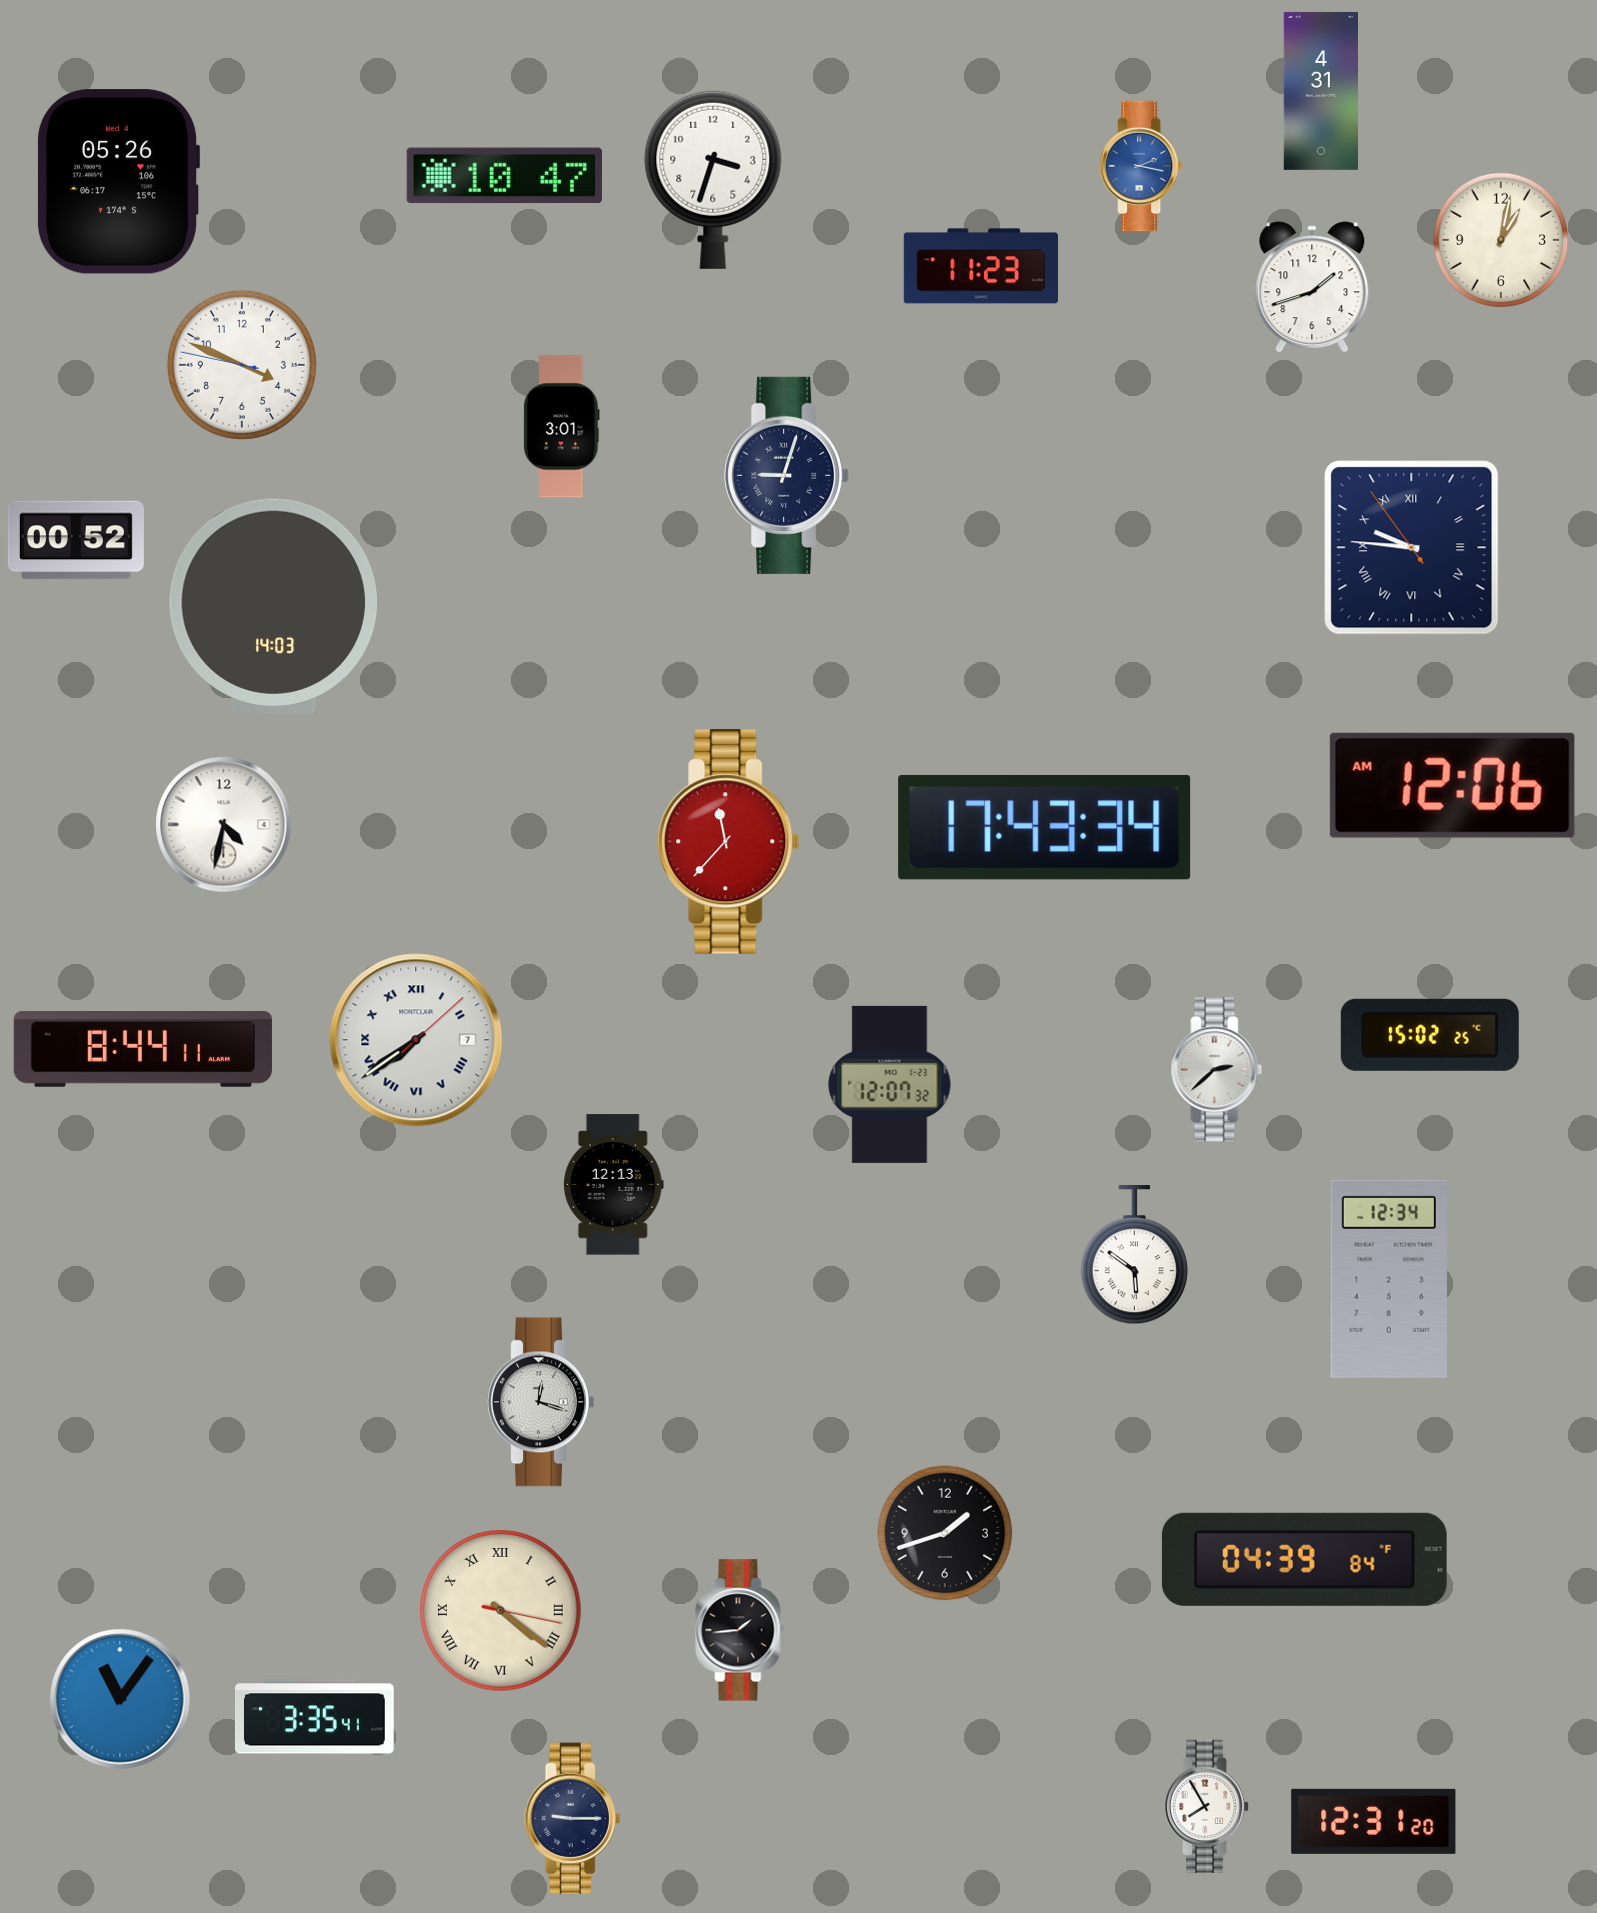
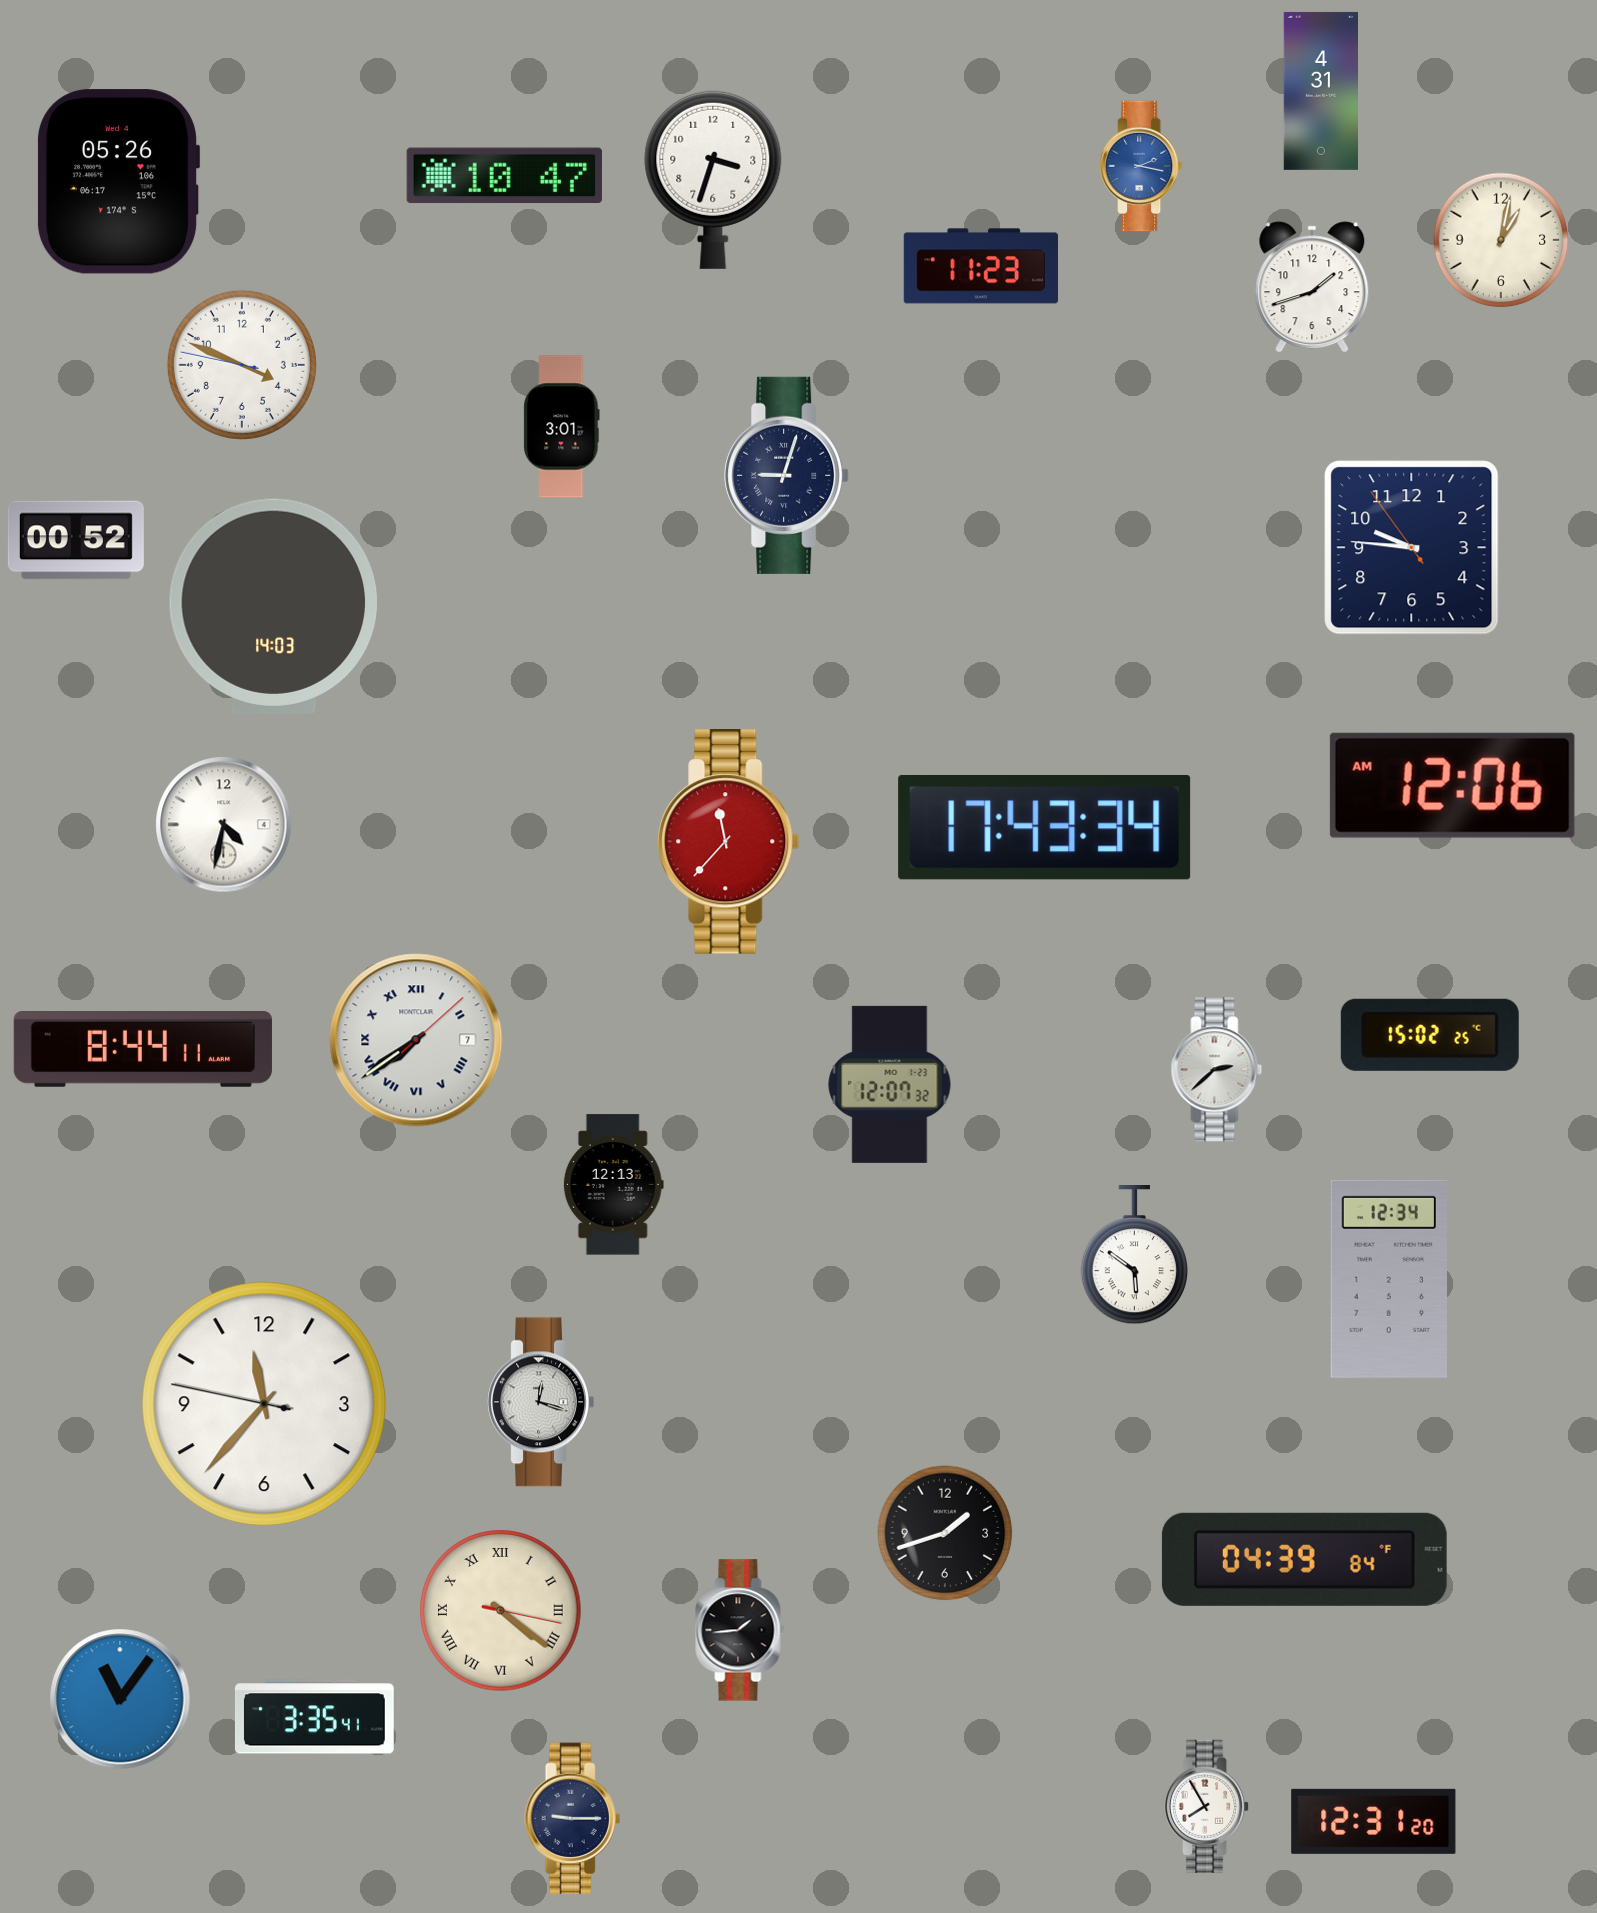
clock at (1412, 548) numerals: Roman -> Arabic
clock at (264, 1404): none -> 11:36
